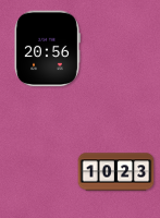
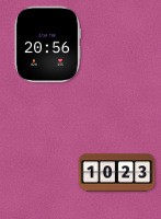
clock at (47, 49) position: (47, 49) -> (47, 45)
